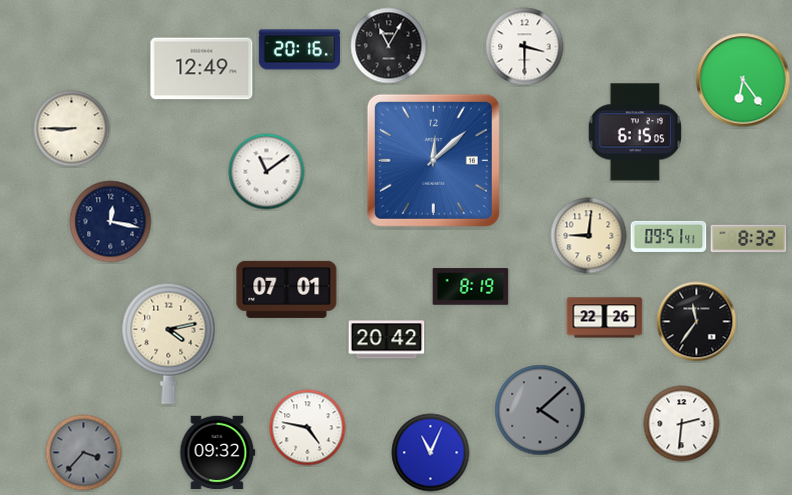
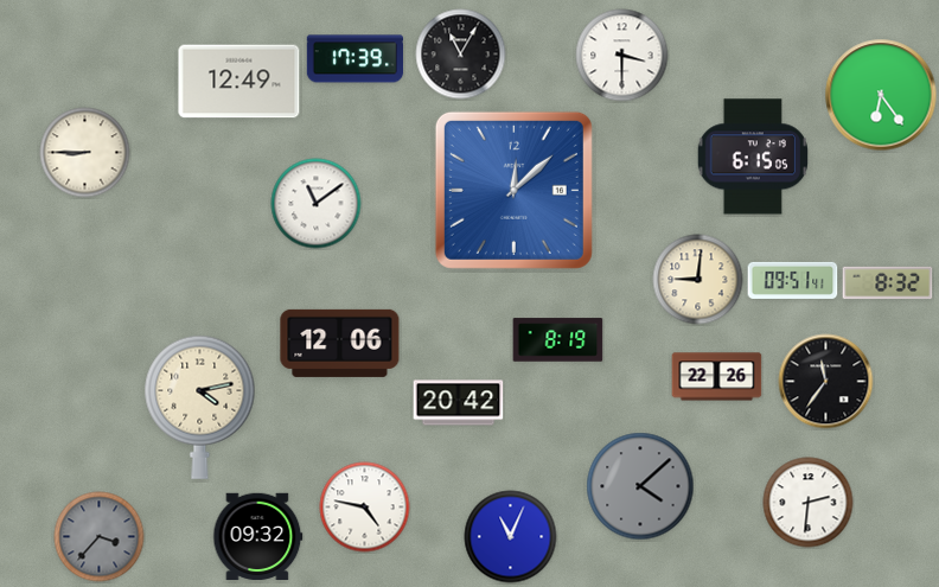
clock at (299, 50): 20:16 -> 17:39
clock at (111, 222): 12:17 -> none
clock at (287, 289): 07:01 -> 12:06
